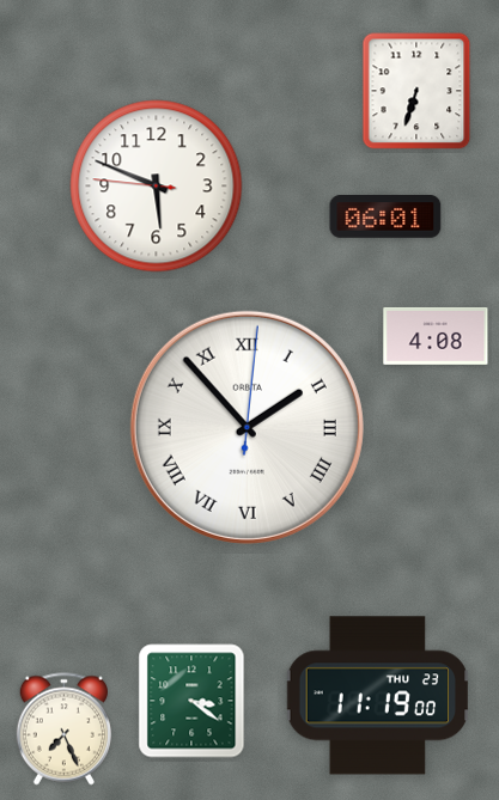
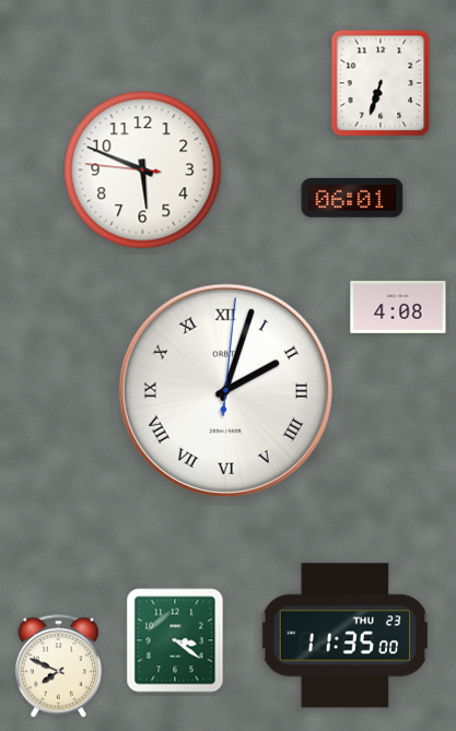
clock at (247, 427): 1:53 -> 2:03
clock at (378, 696): 11:19 -> 11:35
clock at (63, 729): 7:26 -> 7:49
